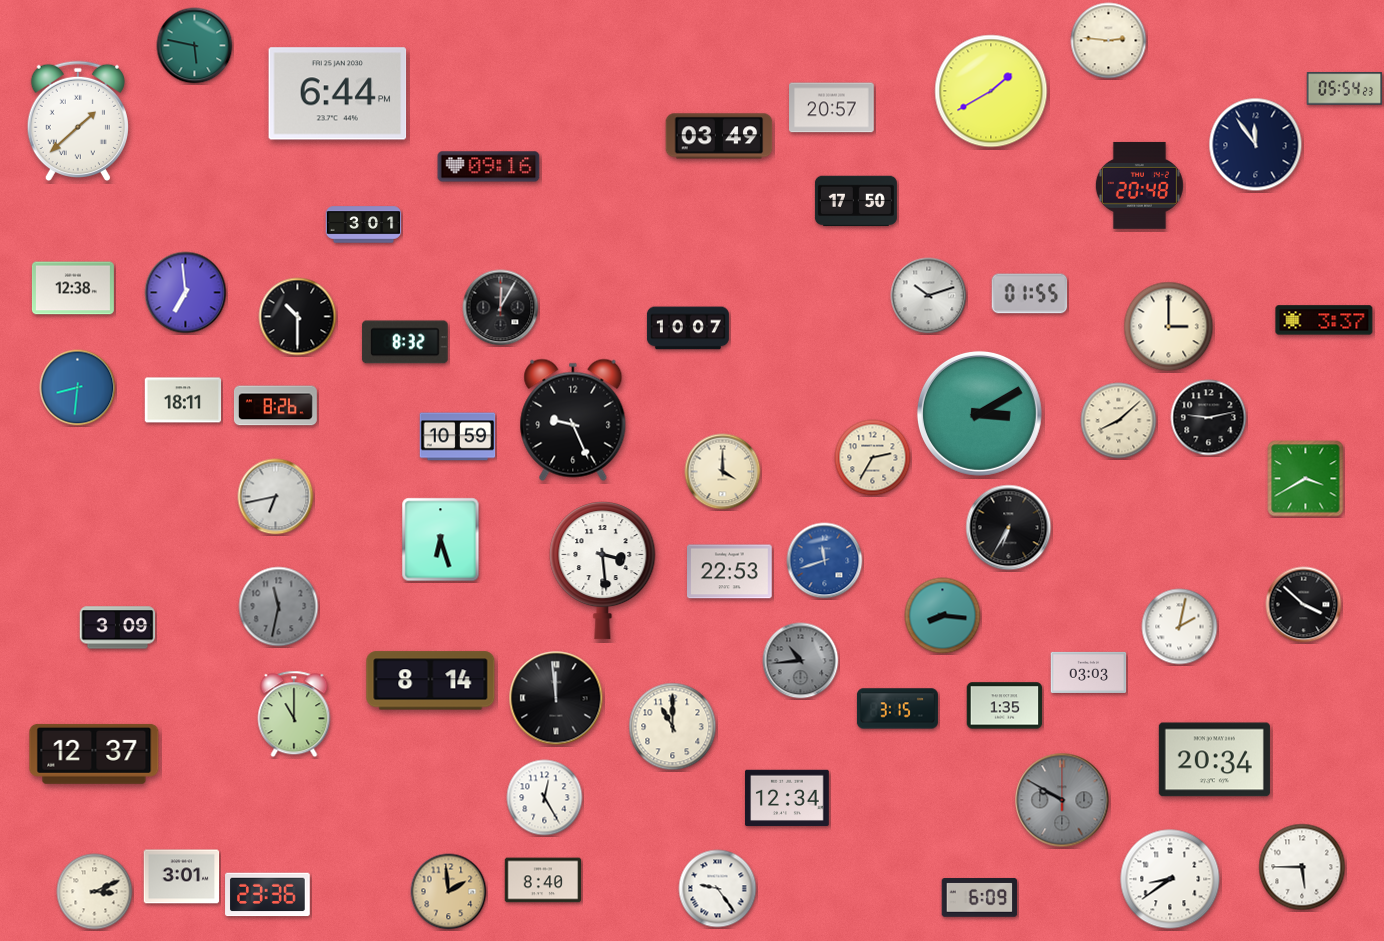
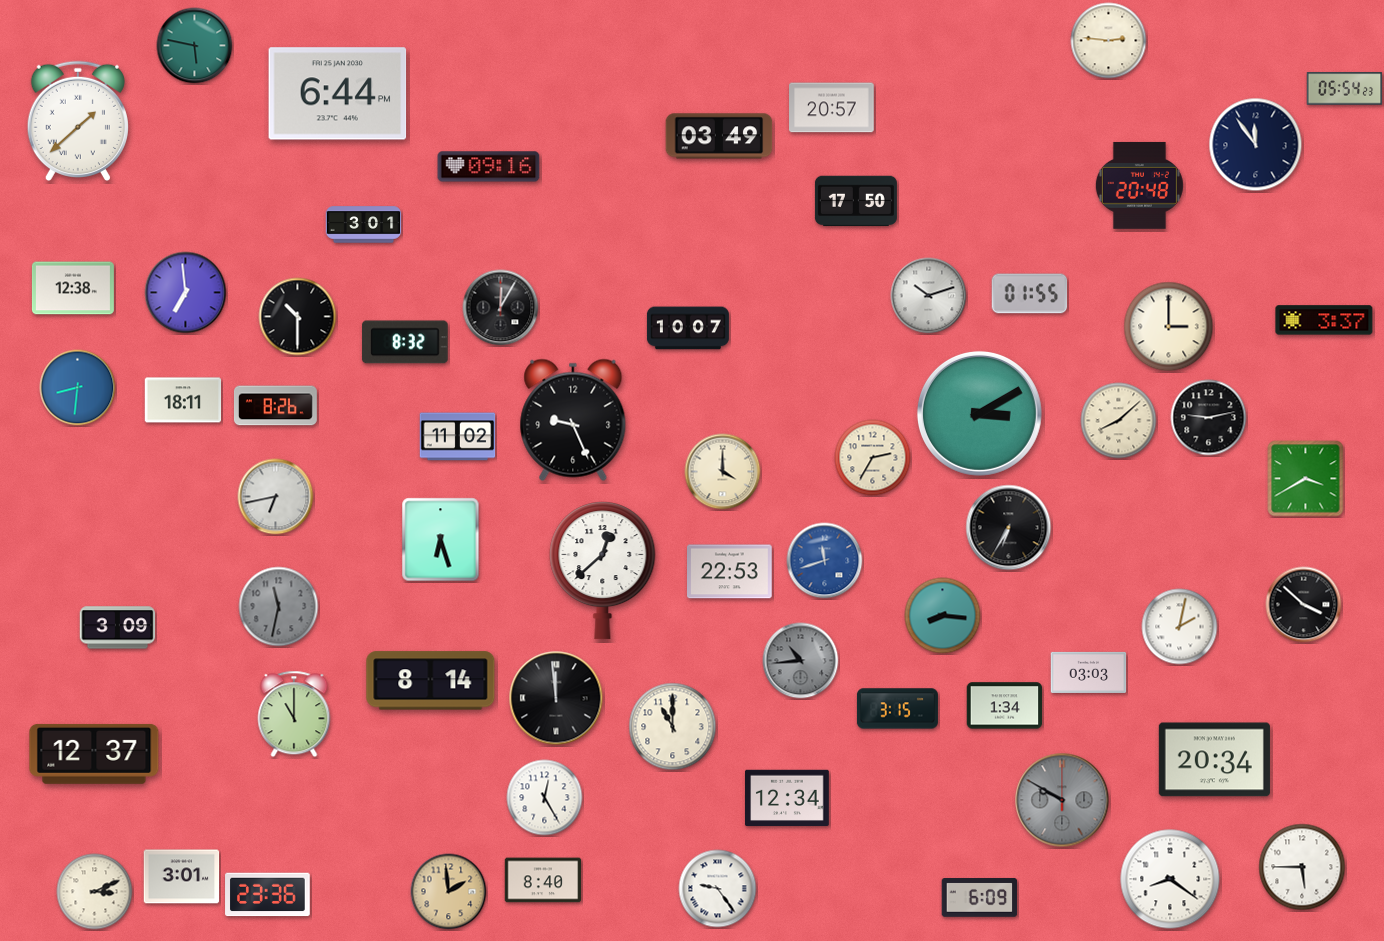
clock at (991, 91): 1:40 -> none
clock at (458, 437): 10:59 -> 11:02
clock at (603, 571): 3:29 -> 12:38
clock at (1005, 706): 1:35 -> 1:34
clock at (1170, 879): 8:39 -> 8:21
